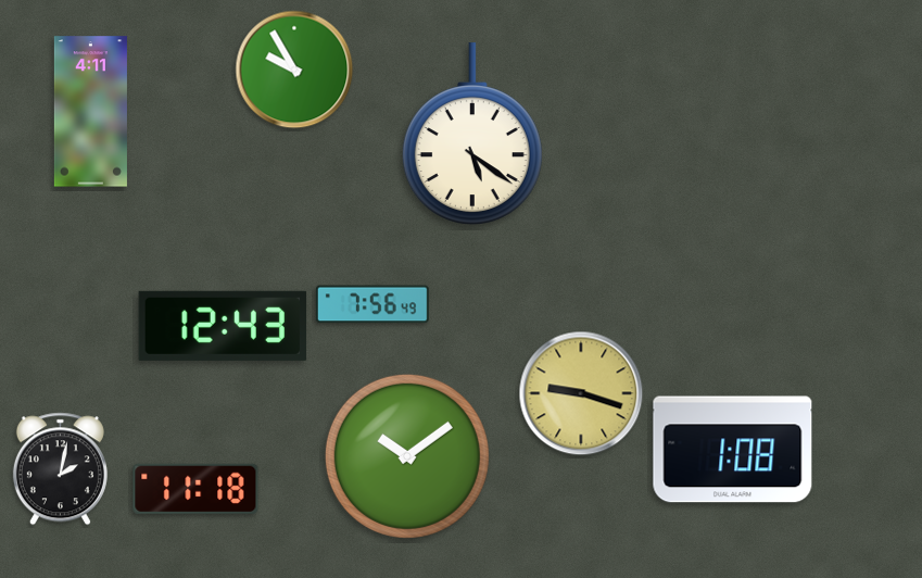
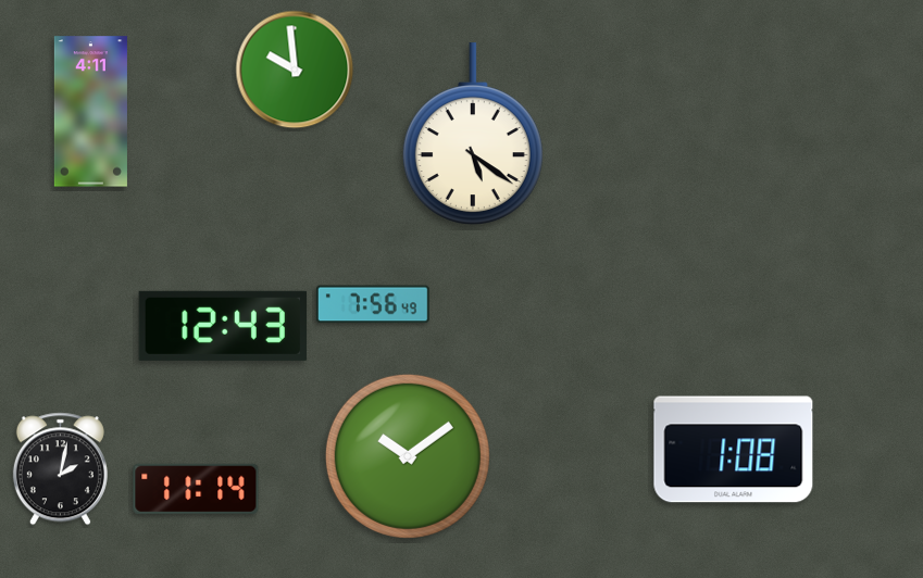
clock at (294, 70): 9:55 -> 9:59
clock at (581, 393): 9:18 -> none
clock at (195, 489): 11:18 -> 11:14
